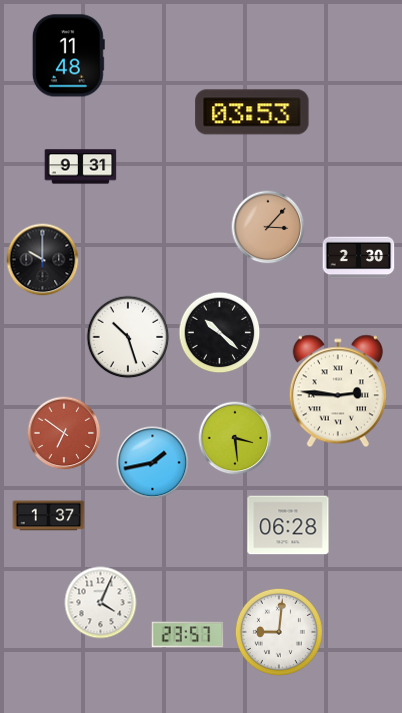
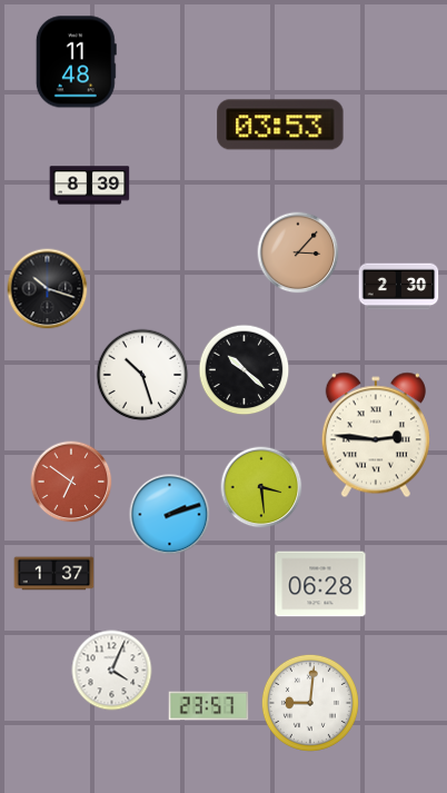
clock at (81, 167): 9:31 -> 8:39
clock at (43, 260): 10:00 -> 10:18
clock at (153, 463): 1:43 -> 2:12
